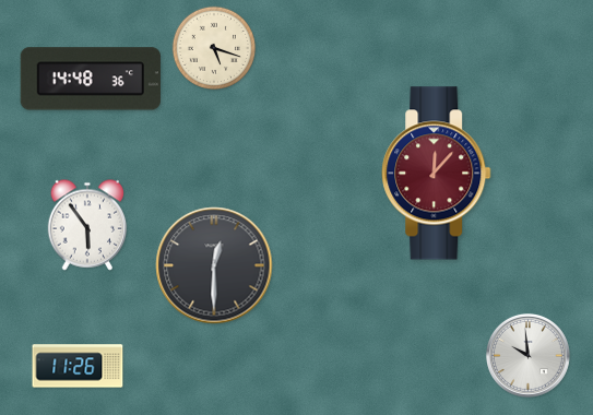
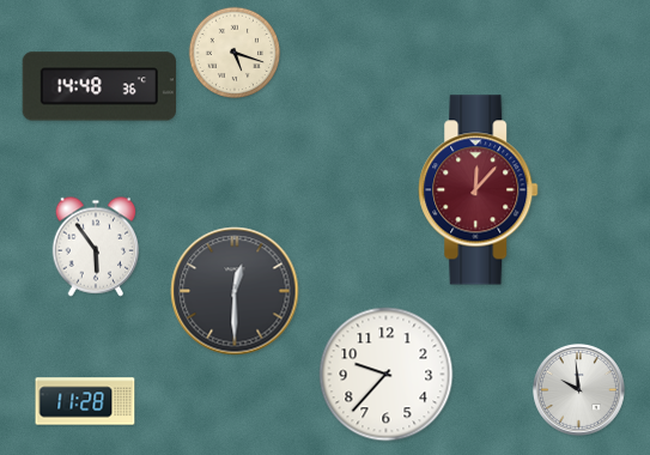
clock at (387, 375): none -> 9:37
clock at (78, 366): 11:26 -> 11:28
